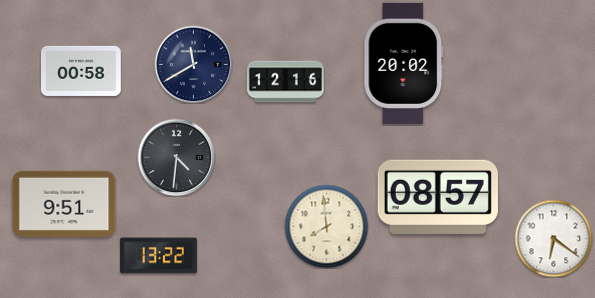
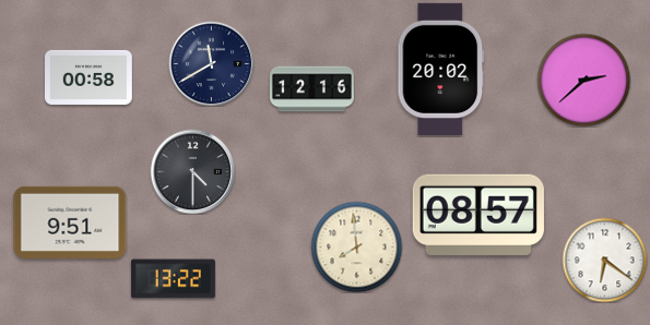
clock at (193, 64) position: (193, 64) -> (211, 63)
clock at (583, 80): none -> 2:38
clock at (176, 157): 4:31 -> 4:30
